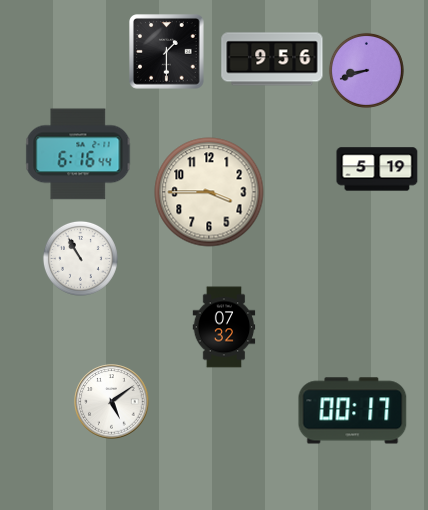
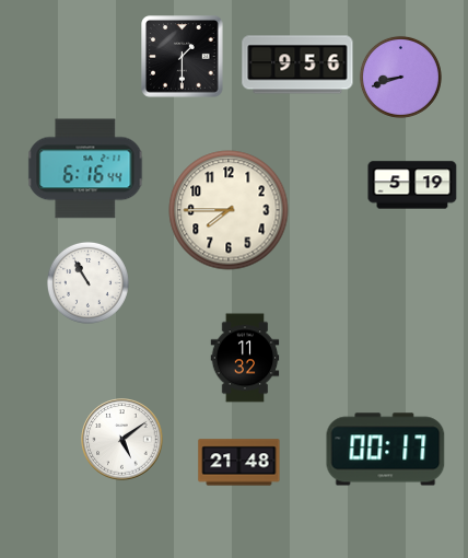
clock at (209, 192): 3:45 -> 7:45
clock at (224, 327): 07:32 -> 11:32
clock at (239, 463): none -> 21:48
